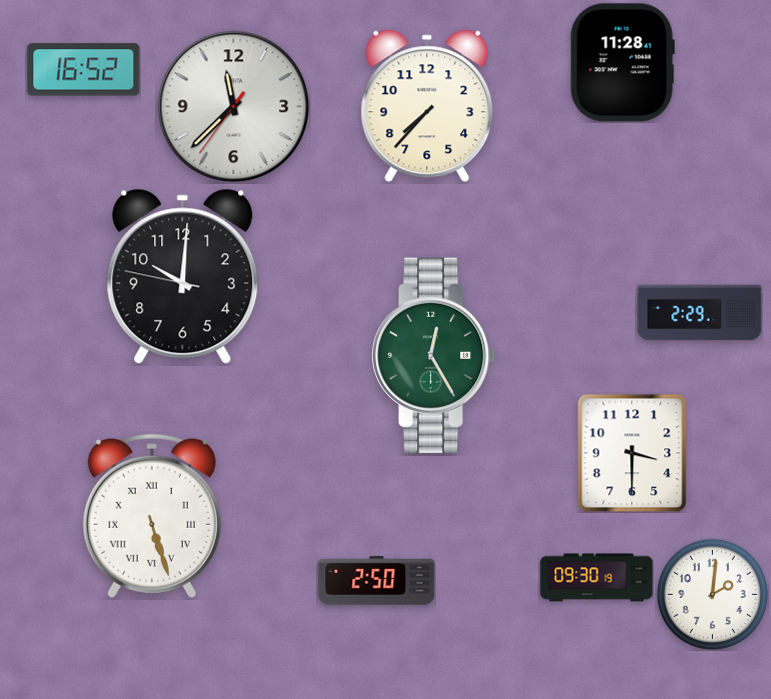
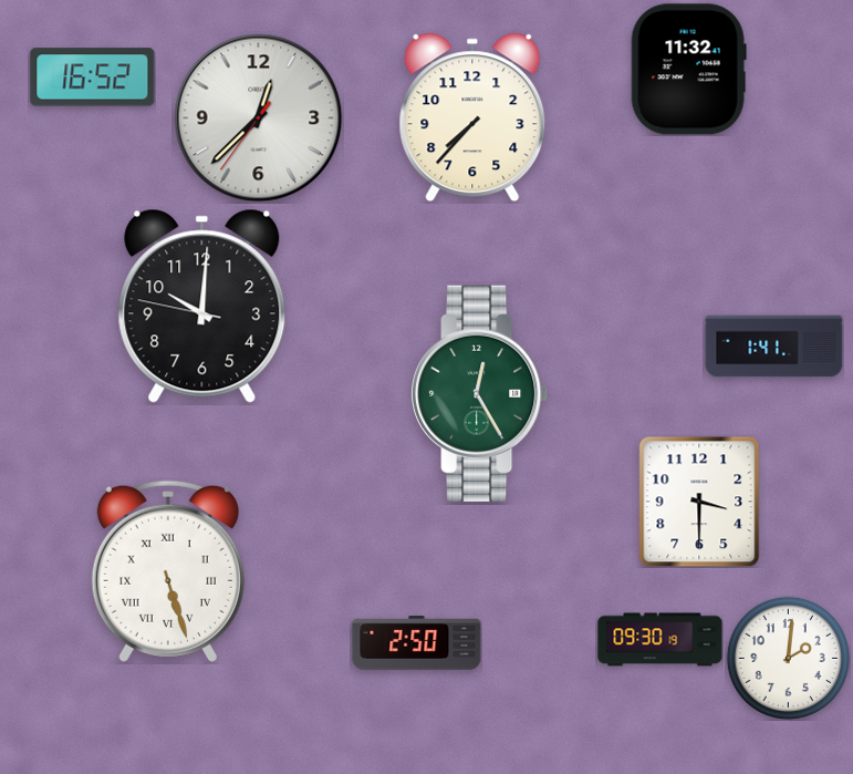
clock at (622, 63): 11:28 -> 11:32
clock at (234, 107): 11:37 -> 12:37
clock at (700, 313): 2:29 -> 1:41
